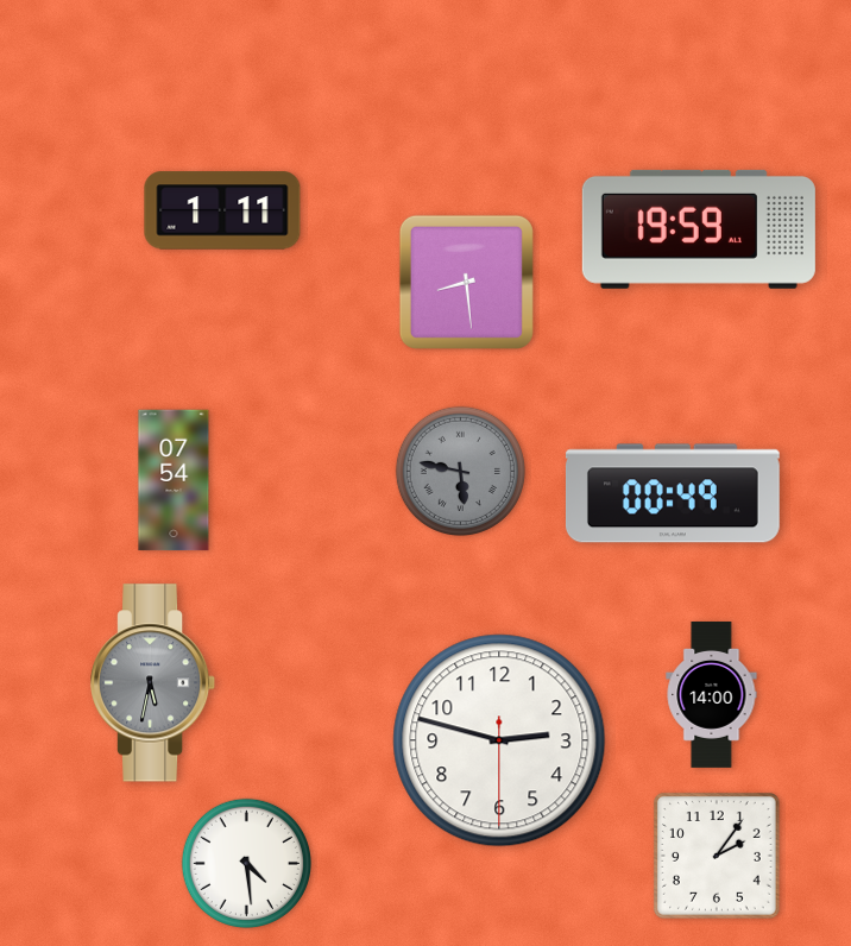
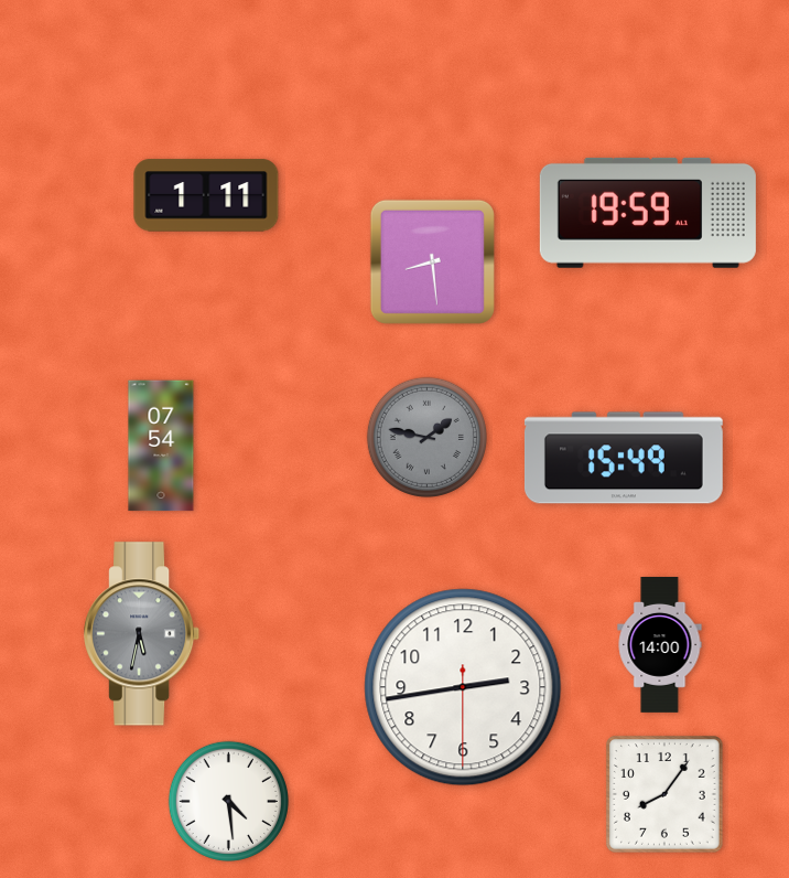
clock at (460, 471): 5:47 -> 1:47
clock at (673, 493): 00:49 -> 15:49
clock at (499, 740): 2:47 -> 2:43
clock at (717, 856): 2:06 -> 8:06
